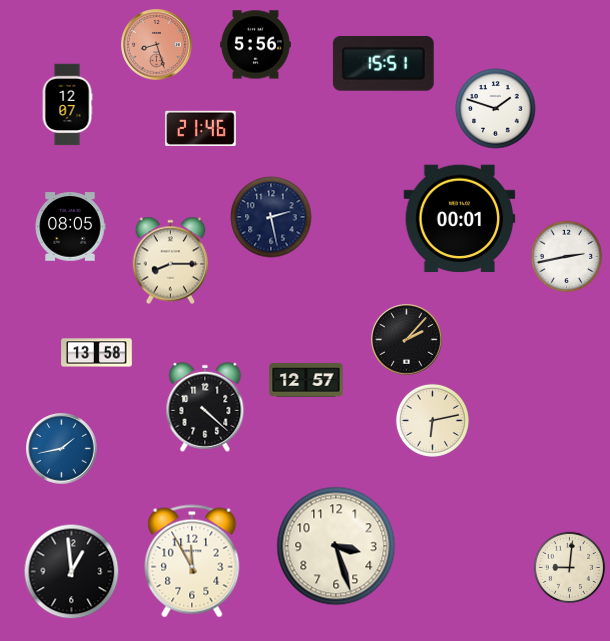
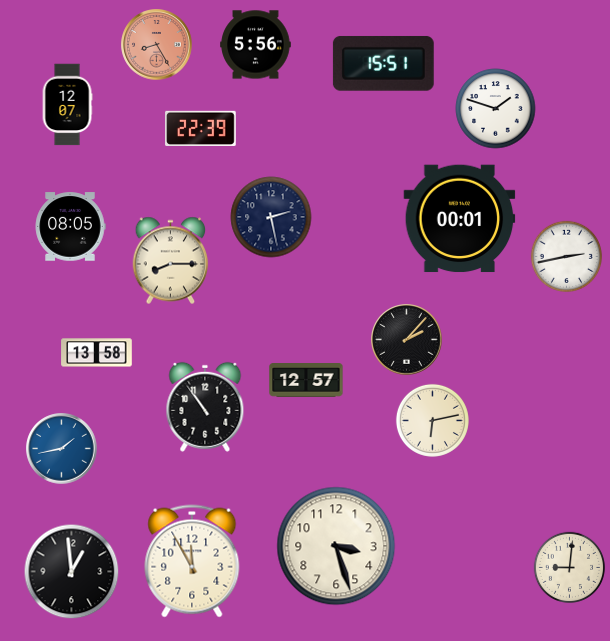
clock at (157, 45): 8:27 -> 8:25
clock at (201, 128): 21:46 -> 22:39
clock at (205, 407): 4:22 -> 10:54
